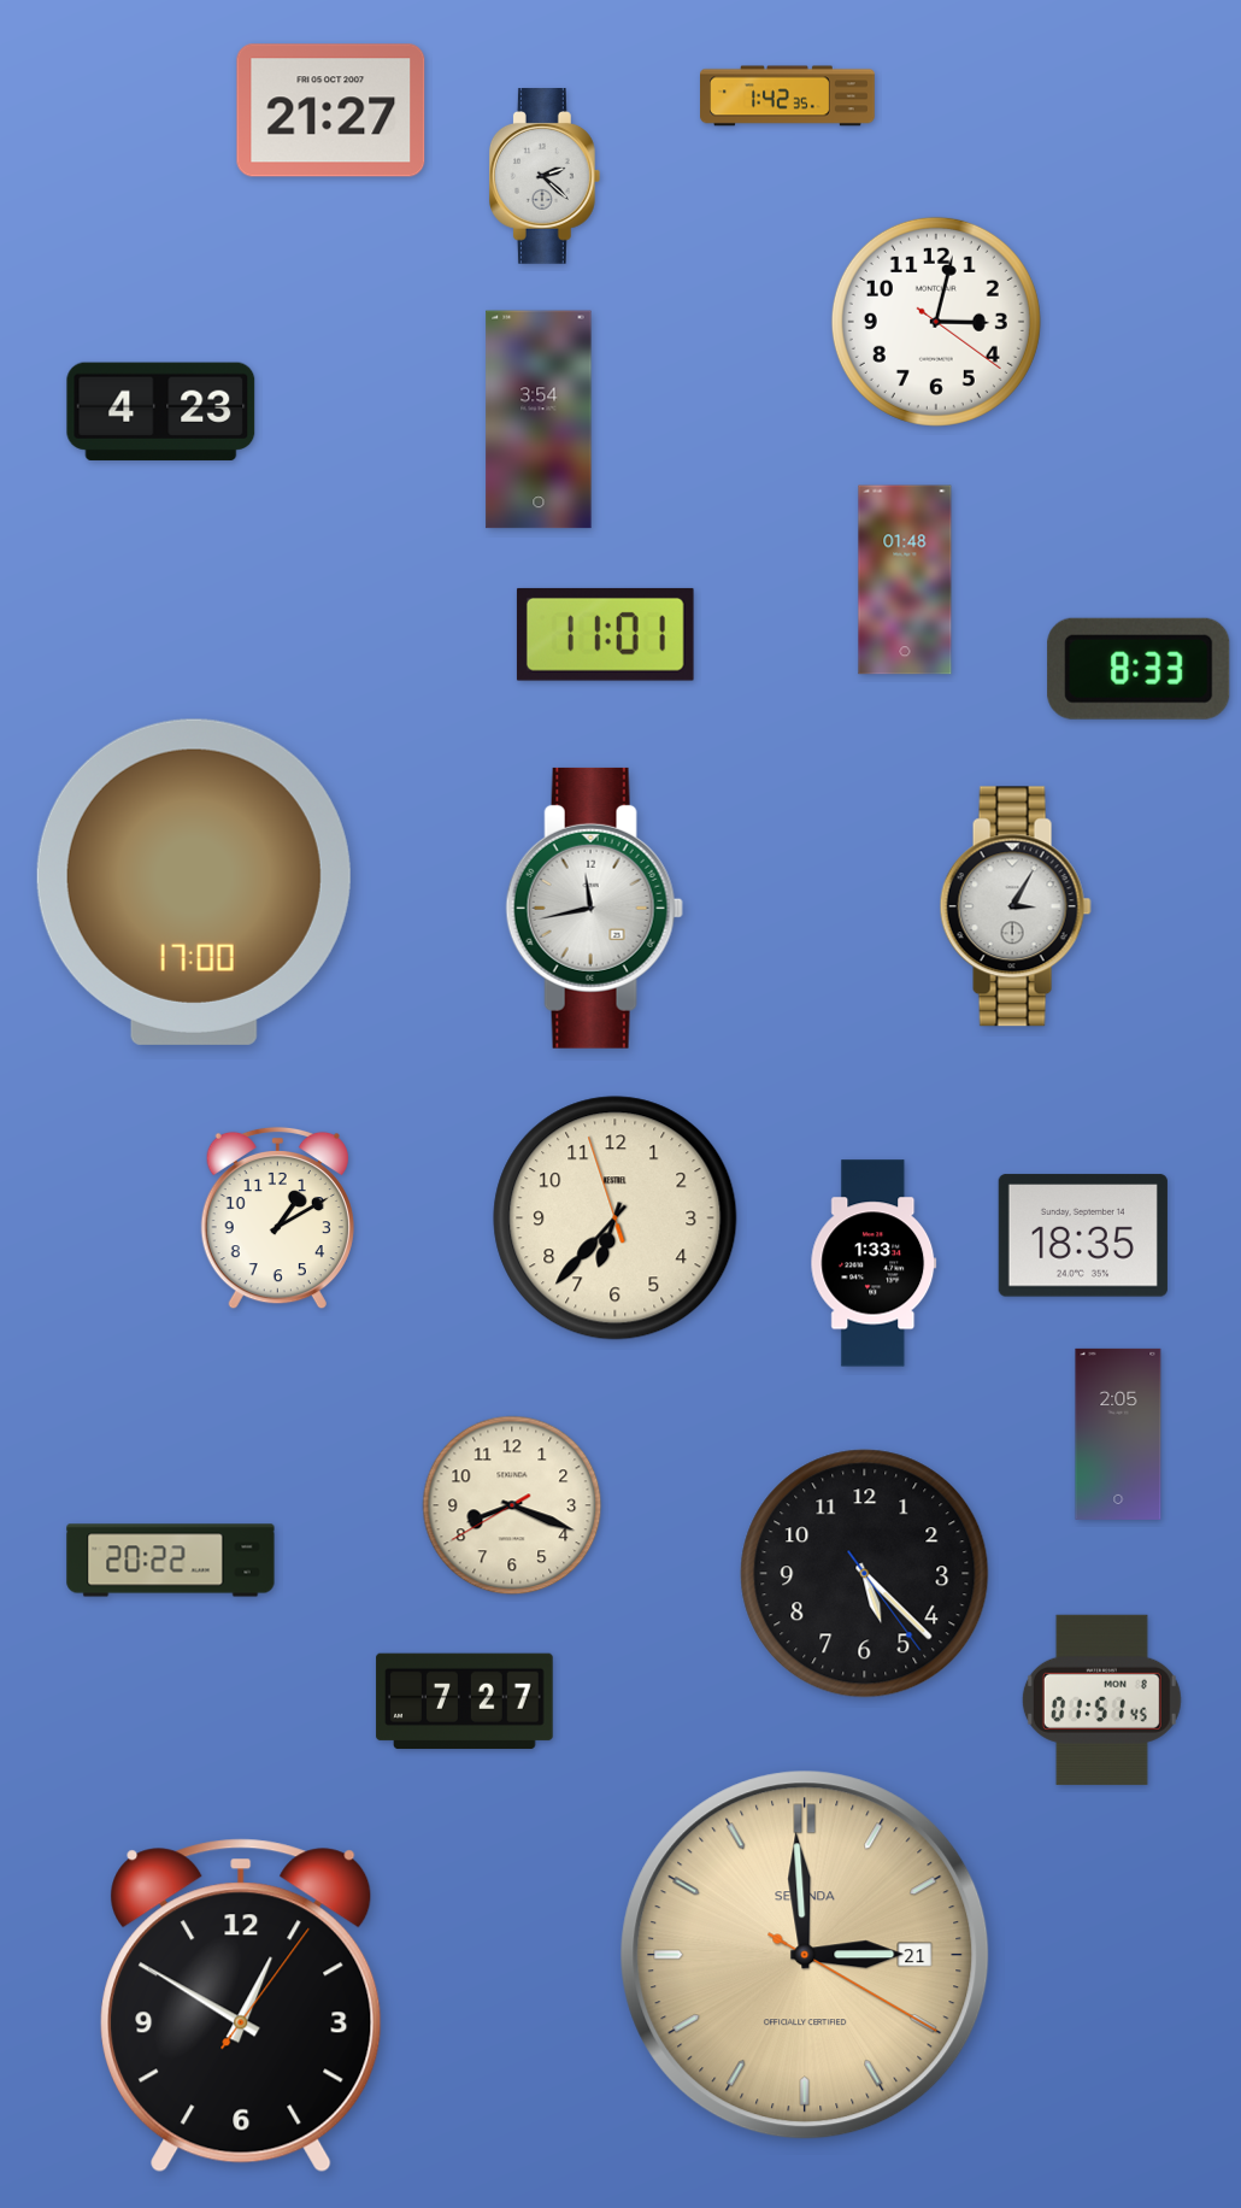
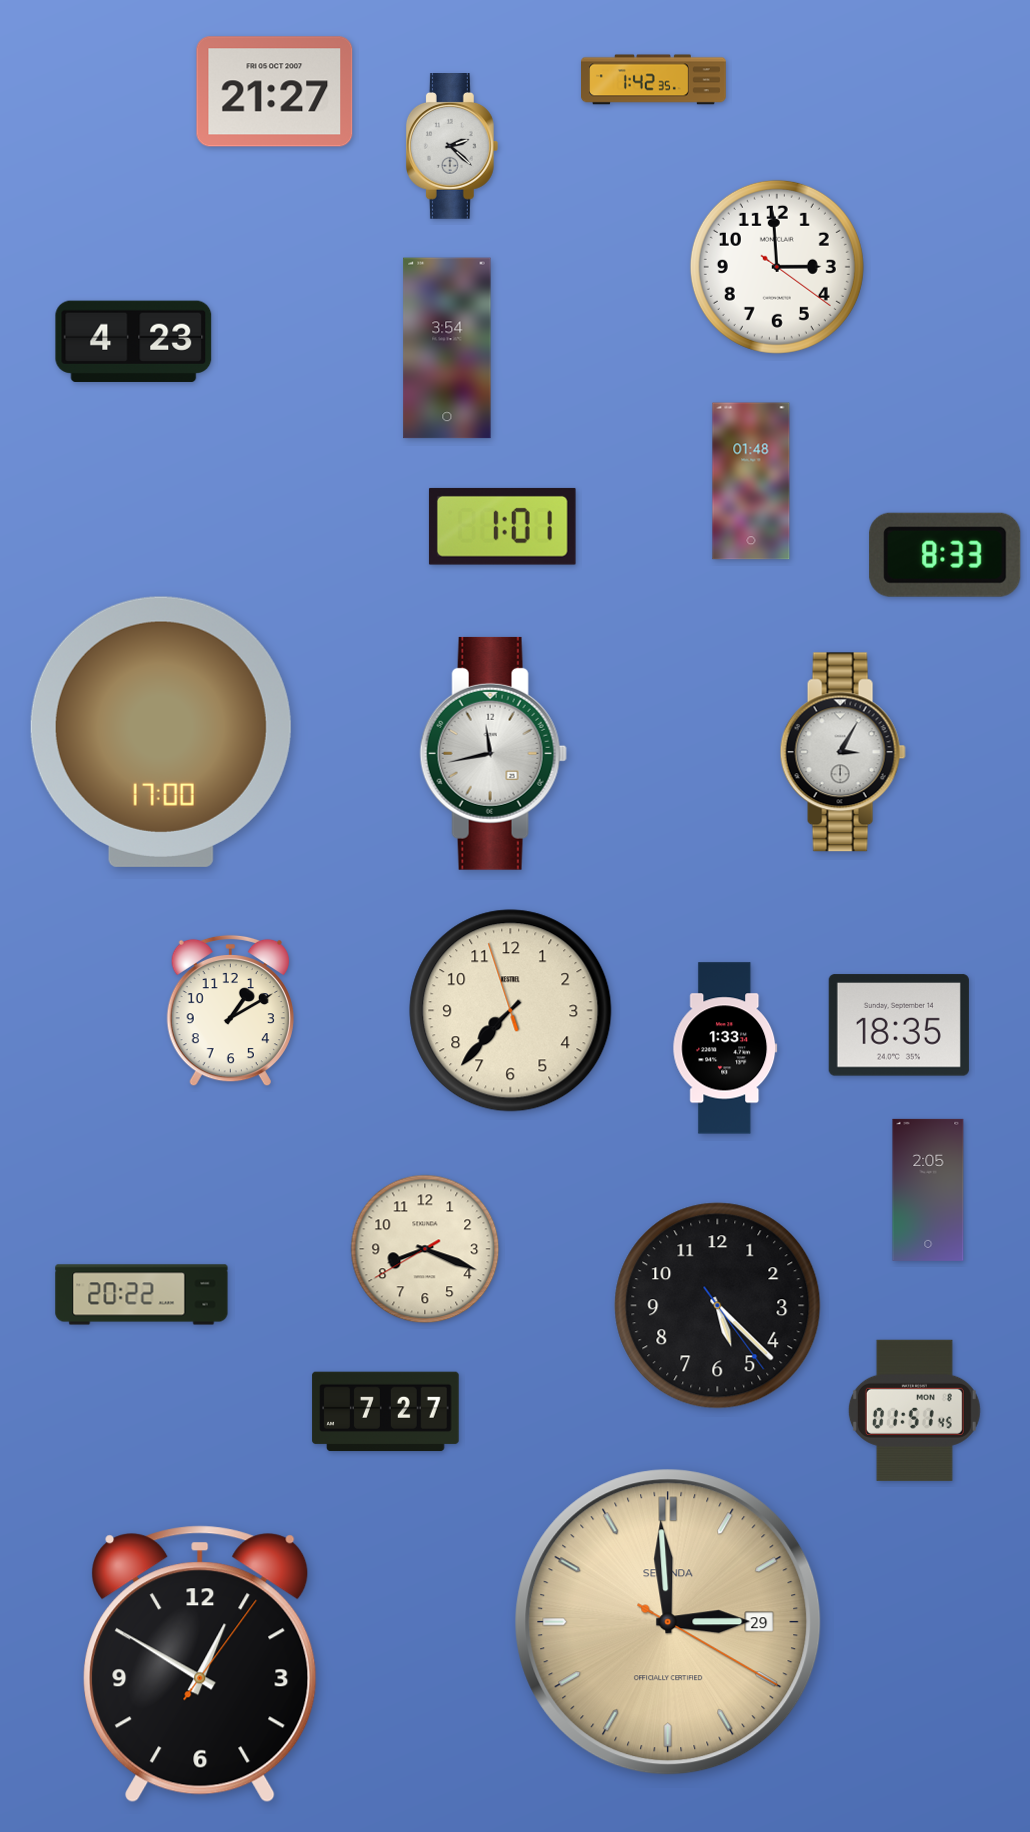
clock at (936, 322): 3:02 -> 2:59
clock at (605, 634): 11:01 -> 1:01
clock at (616, 1218): 6:36 -> 7:36
clock at (805, 1955) date: 21 -> 29
